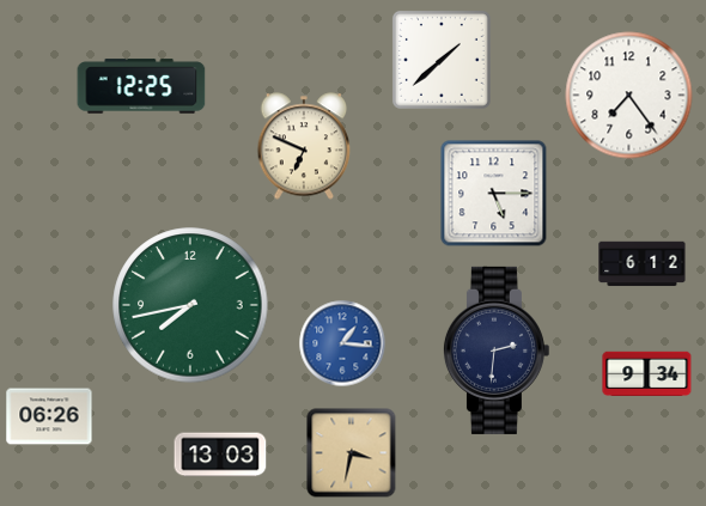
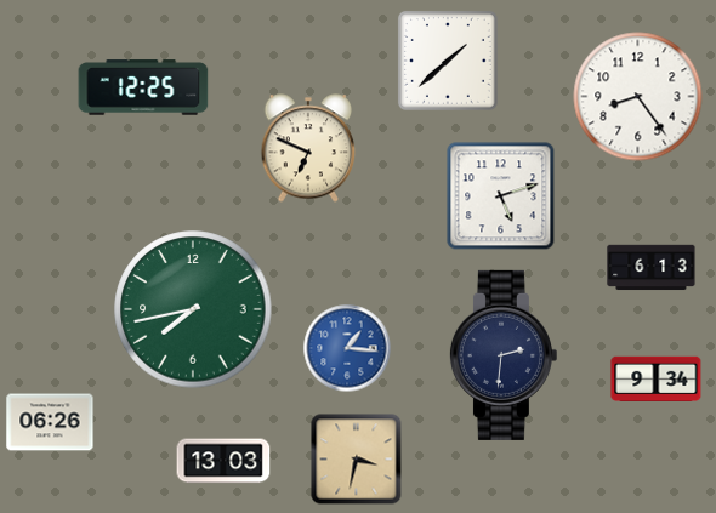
clock at (629, 96): 7:24 -> 8:24
clock at (494, 194): 5:15 -> 5:12
clock at (643, 264): 6:12 -> 6:13
